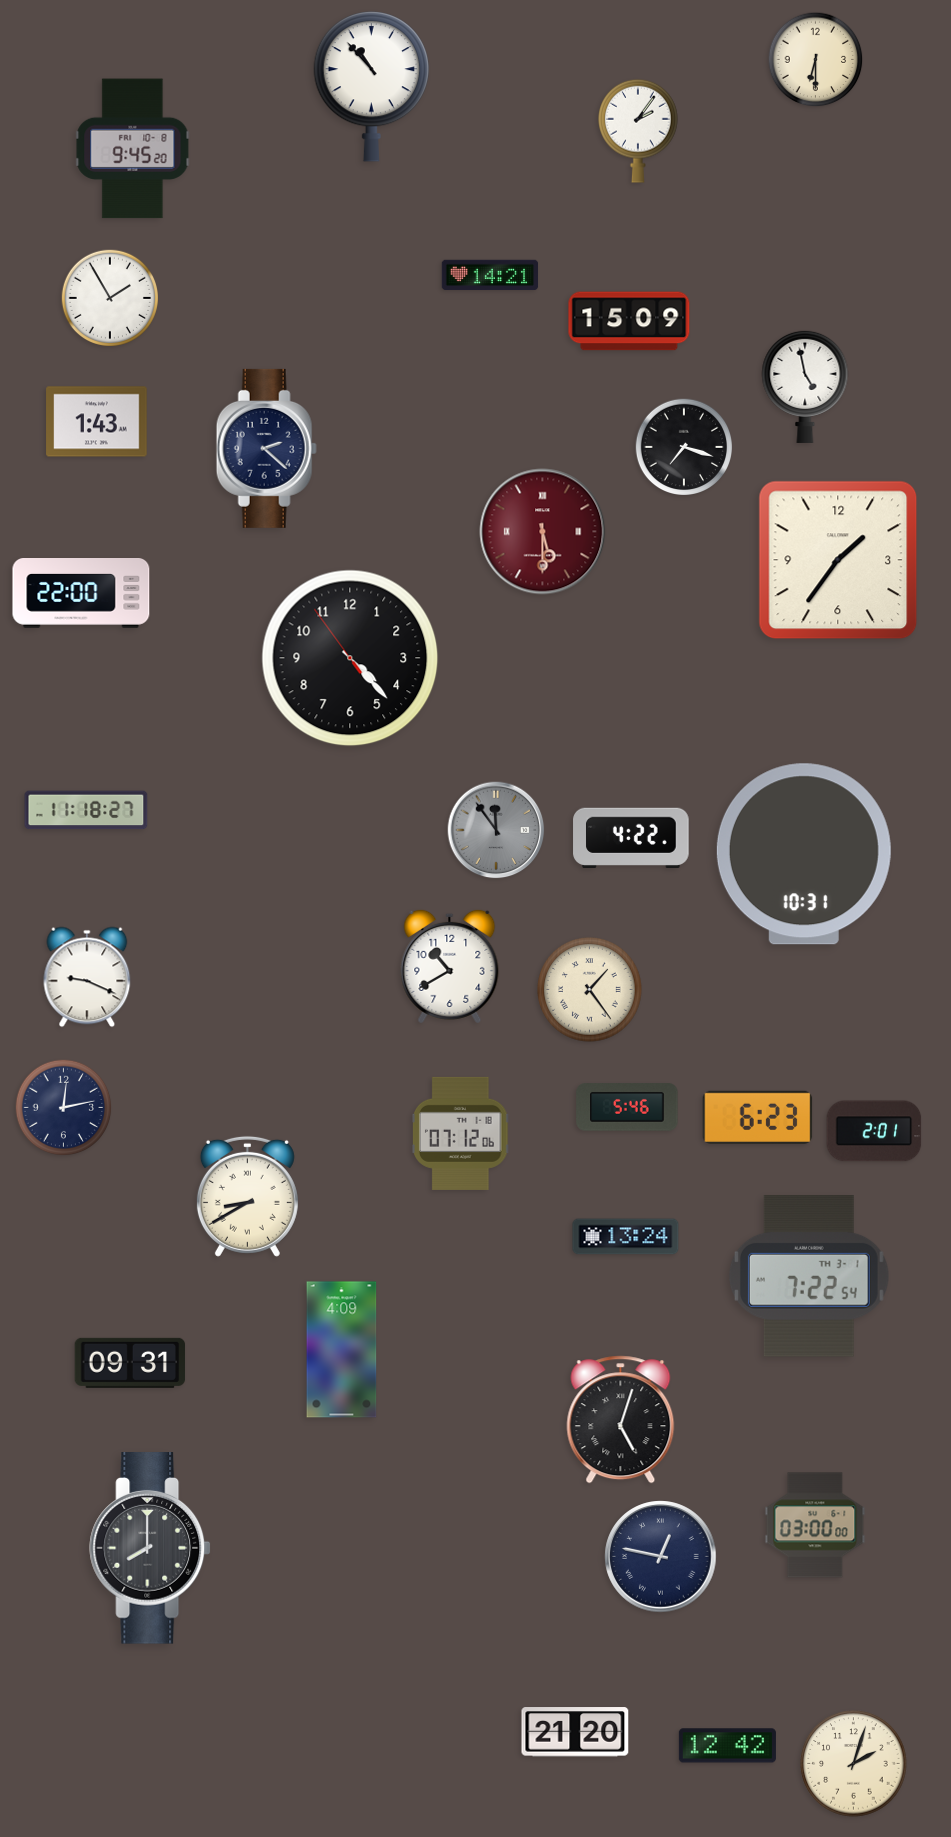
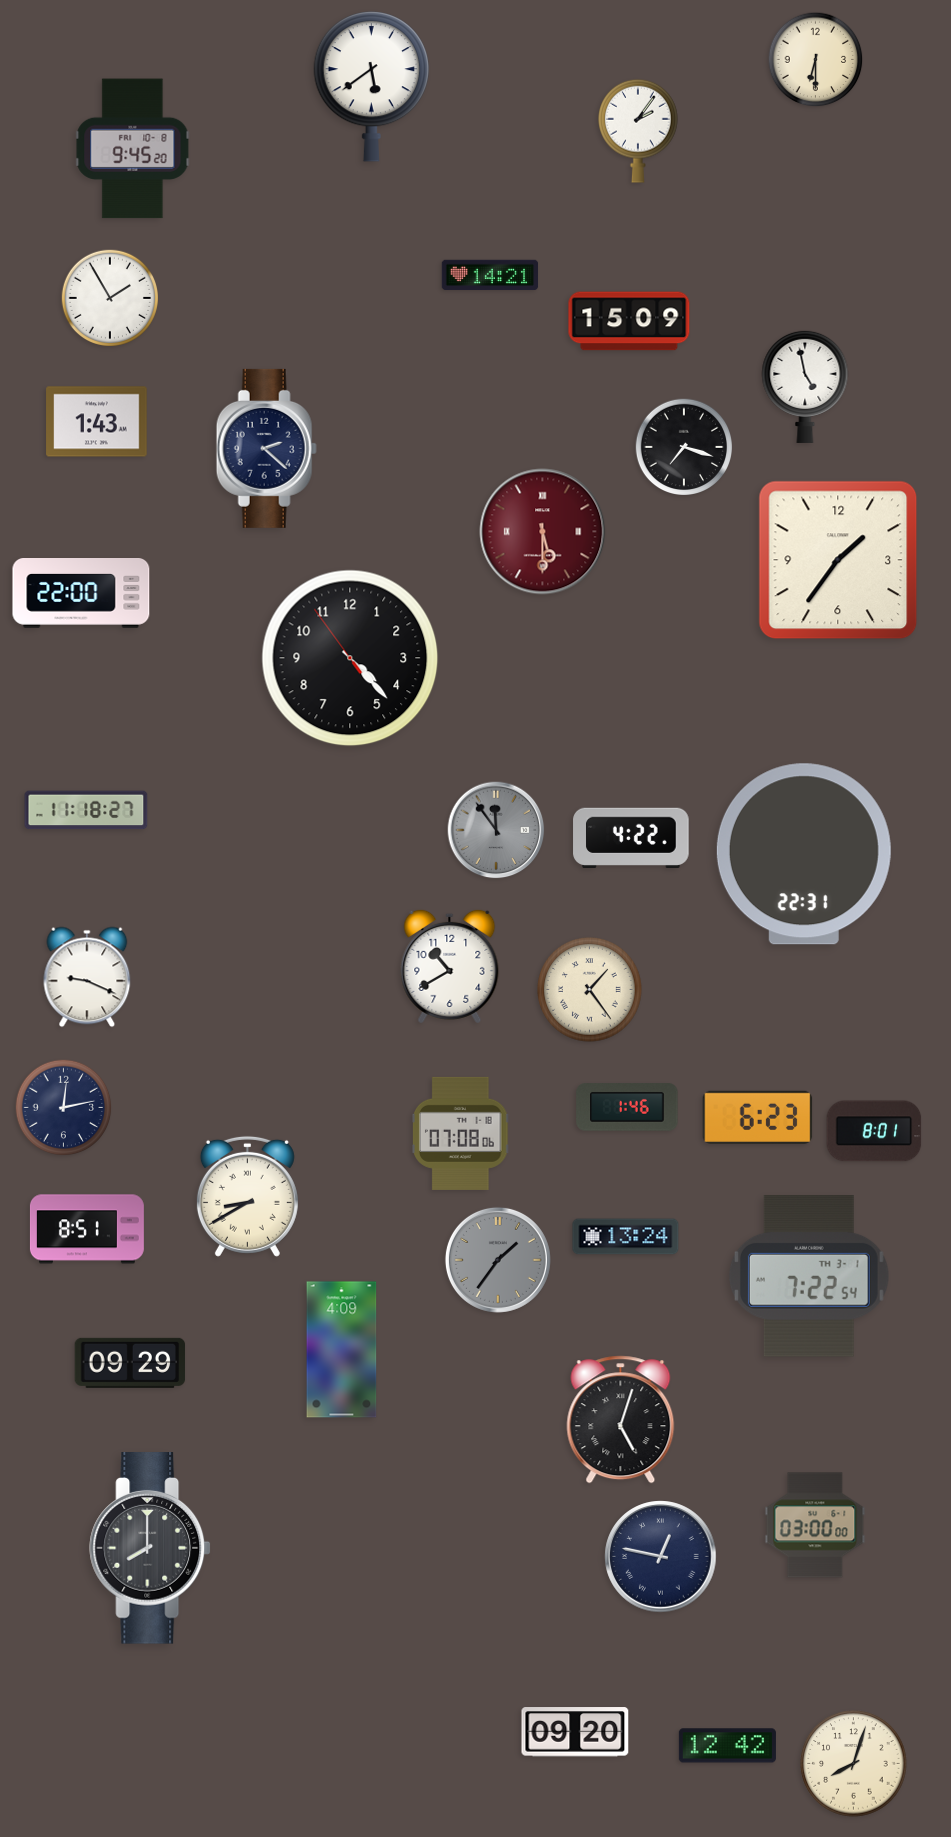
clock at (371, 86): 10:53 -> 5:39
clock at (804, 854): 10:31 -> 22:31
clock at (627, 1107): 5:46 -> 1:46
clock at (874, 1131): 2:01 -> 8:01
clock at (461, 1133): 07:12 -> 07:08
clock at (87, 1229): none -> 8:51
clock at (498, 1260): none -> 1:36
clock at (130, 1363): 09:31 -> 09:29
clock at (575, 1732): 21:20 -> 09:20
clock at (854, 1764): 2:03 -> 8:03
